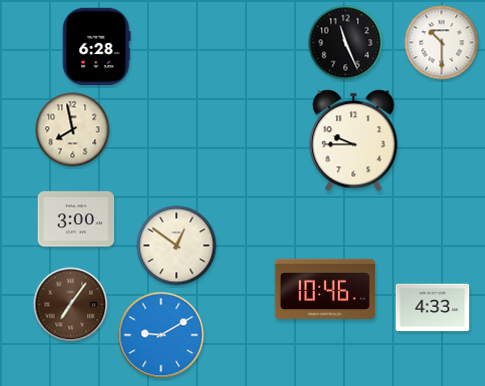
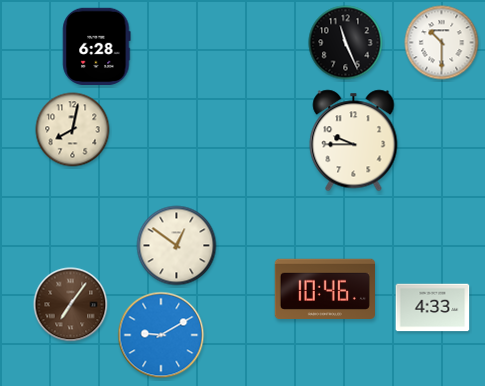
clock at (73, 130): 7:58 -> 8:02
clock at (76, 219): 3:00 -> none
